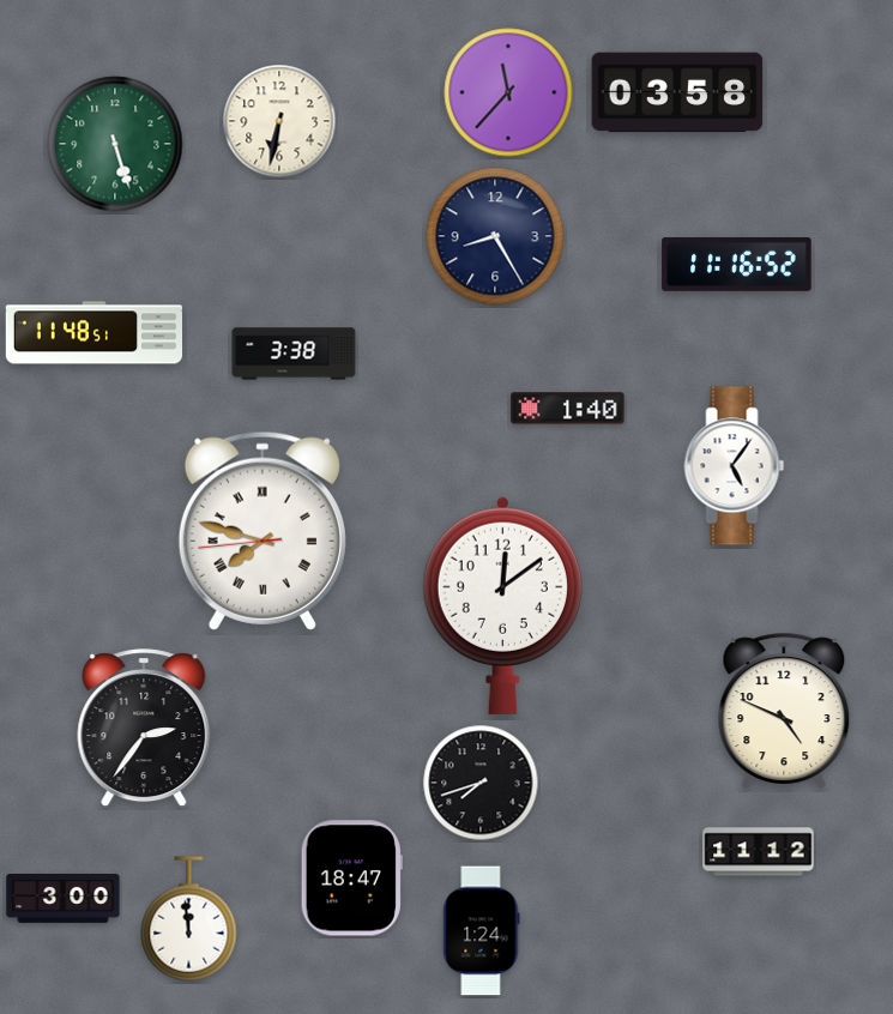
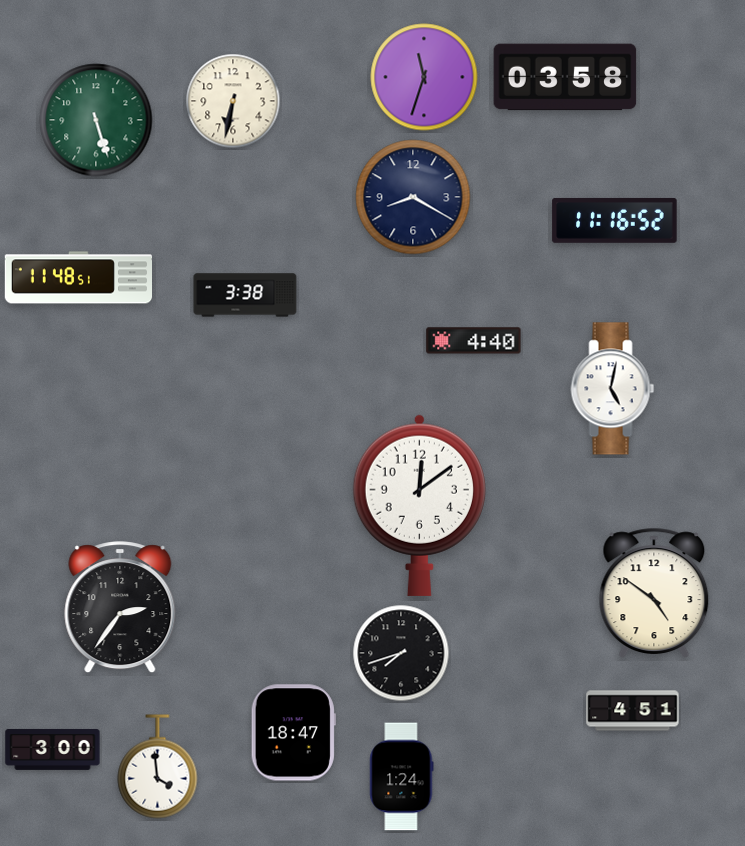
clock at (508, 92): 11:37 -> 11:33
clock at (495, 236): 8:25 -> 8:20
clock at (568, 409): 1:40 -> 4:40
clock at (735, 466): 5:06 -> 5:02
clock at (263, 531): 7:47 -> none
clock at (784, 711): 4:49 -> 4:51
clock at (759, 852): 11:12 -> 4:51
clock at (189, 919): 11:59 -> 3:59
